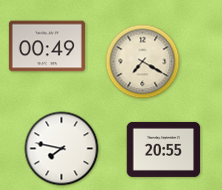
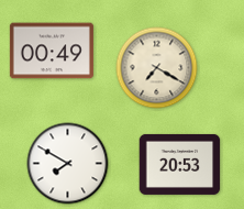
clock at (62, 149): 7:47 -> 7:50
clock at (164, 149): 20:55 -> 20:53
